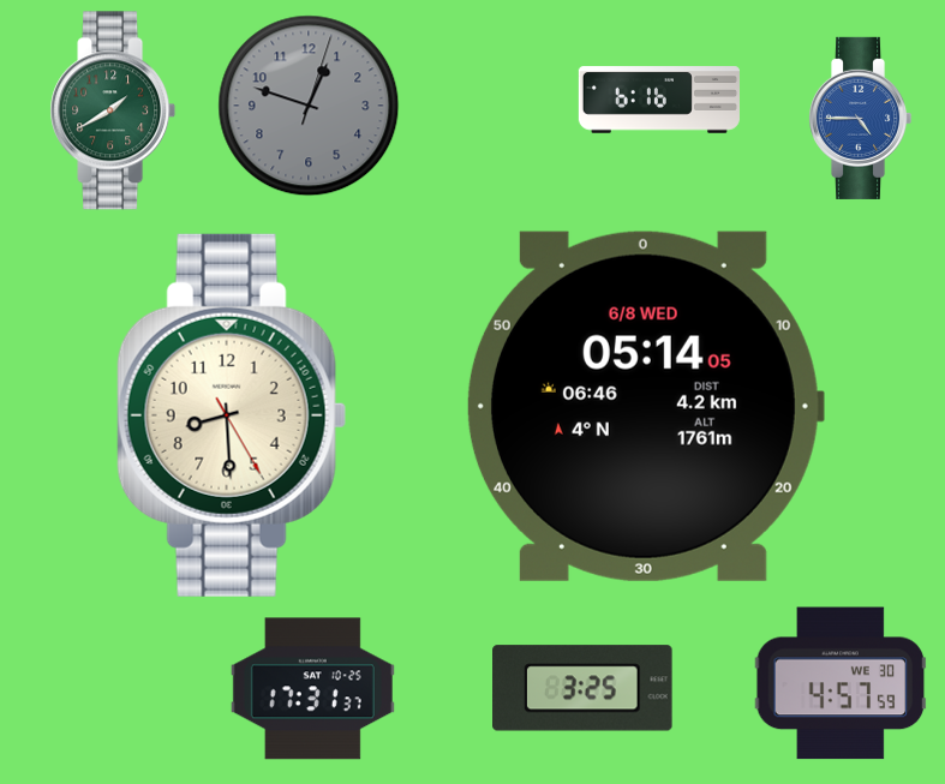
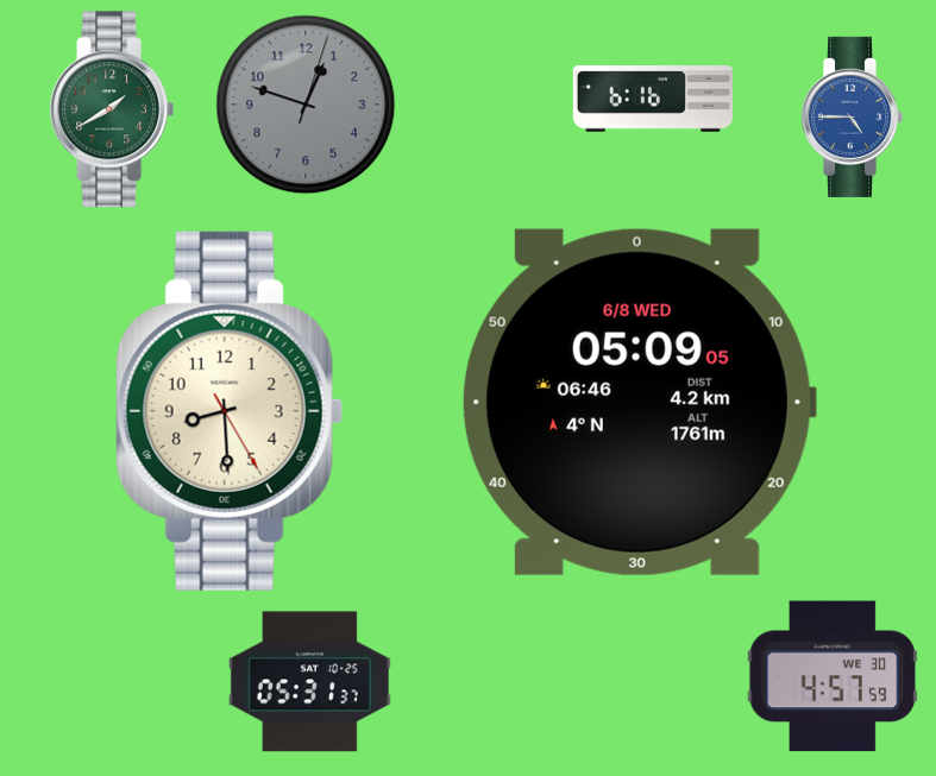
clock at (645, 406): 05:14 -> 05:09
clock at (582, 688): 3:25 -> none
clock at (312, 689): 17:31 -> 05:31
